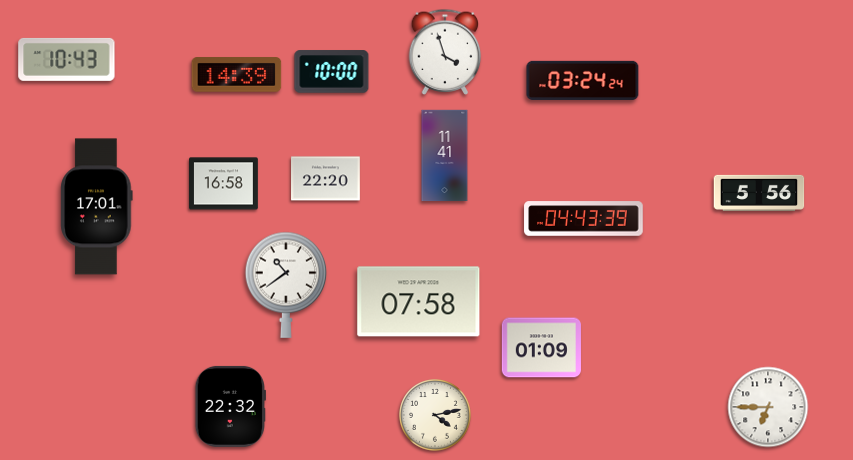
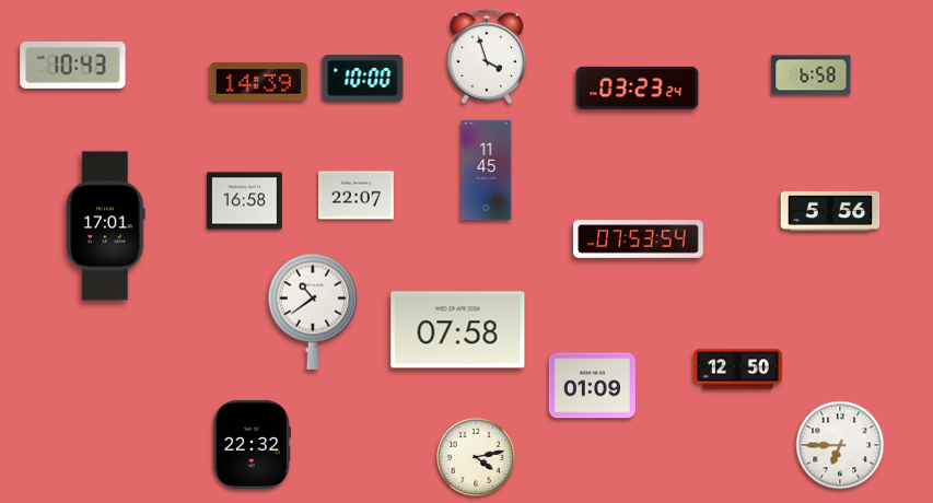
clock at (812, 75): none -> 6:58
clock at (583, 80): 03:24 -> 03:23
clock at (445, 156): 11:41 -> 11:45
clock at (326, 179): 22:20 -> 22:07
clock at (584, 219): 04:43 -> 07:53
clock at (737, 370): none -> 12:50
clock at (541, 348) position: (541, 348) -> (592, 386)
clock at (436, 416) position: (436, 416) -> (477, 458)
